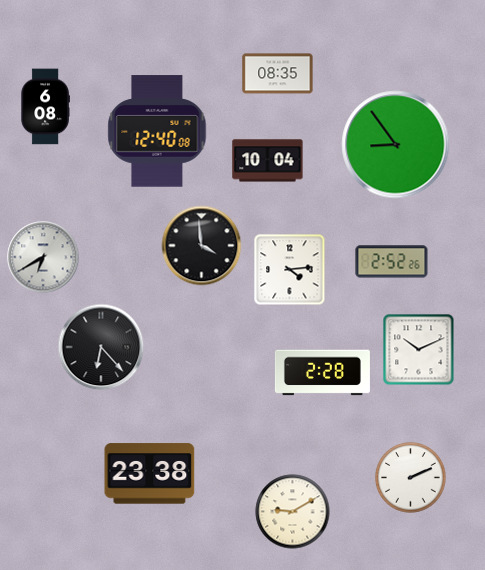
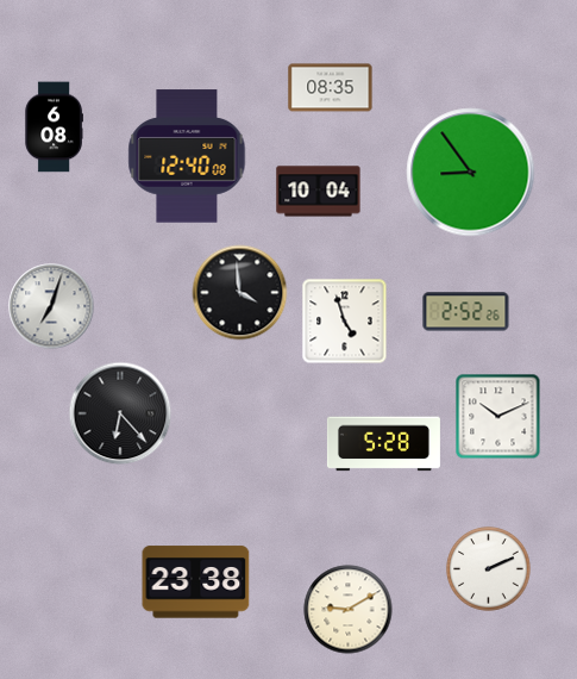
clock at (43, 257): 6:40 -> 7:03
clock at (290, 270): 4:14 -> 4:57
clock at (322, 373): 2:28 -> 5:28
clock at (150, 474) position: (150, 474) -> (196, 583)
